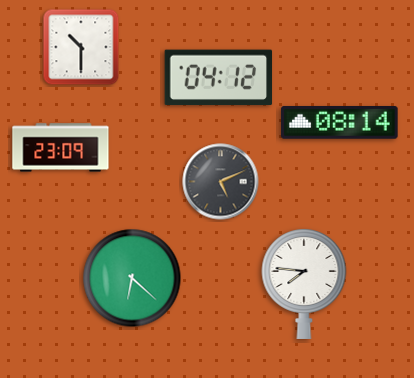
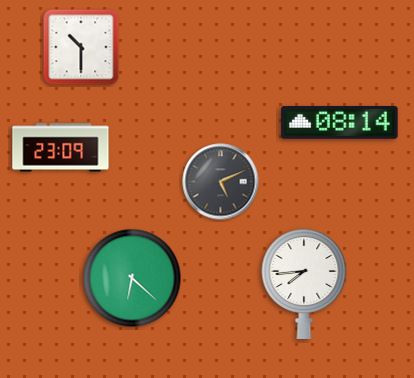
clock at (219, 78): 04:12 -> none
clock at (304, 283): 7:46 -> 7:44
